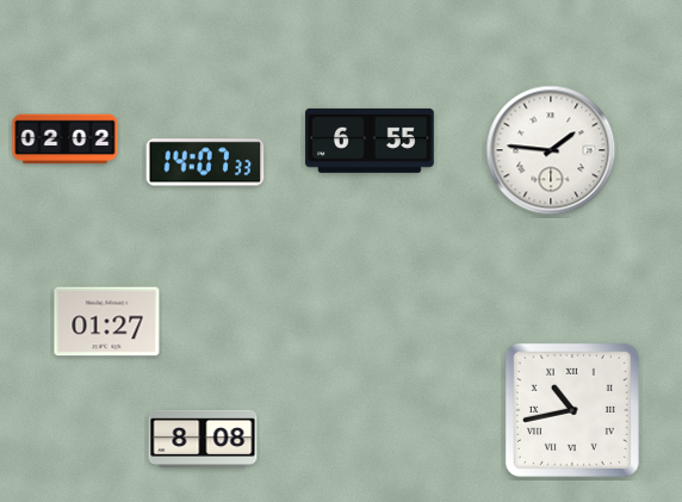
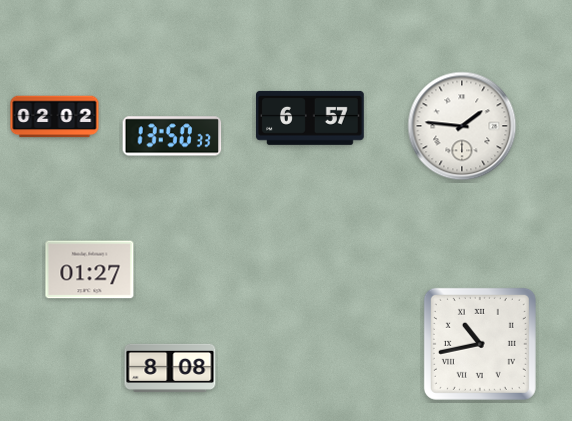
clock at (371, 141): 6:55 -> 6:57
clock at (205, 162): 14:07 -> 13:50
